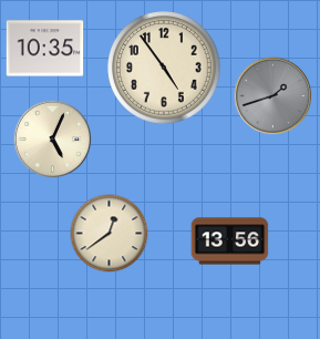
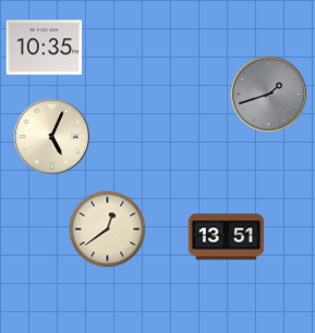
clock at (164, 68): 4:54 -> none
clock at (230, 242): 13:56 -> 13:51
